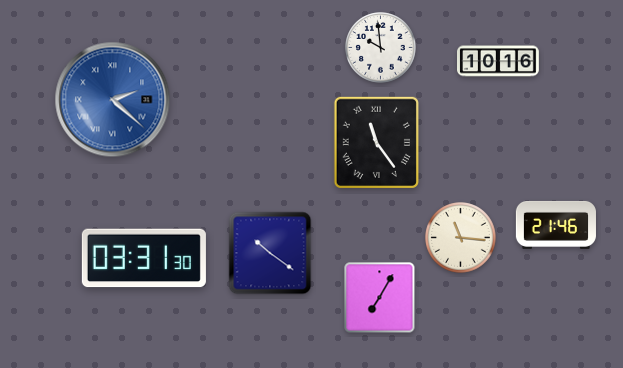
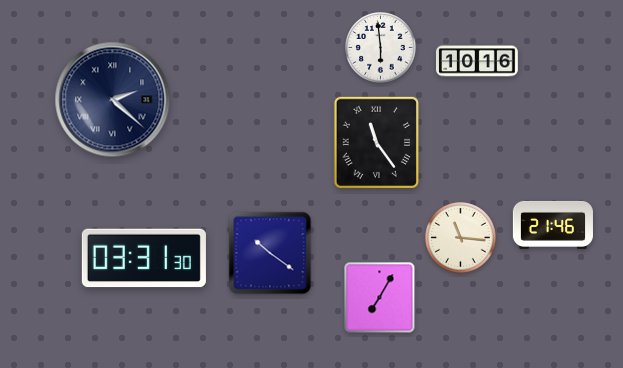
clock at (381, 48): 9:59 -> 5:59
clock at (499, 61) position: (499, 61) -> (478, 61)
clock at (113, 100) dial: blue -> navy
clock at (556, 225) position: (556, 225) -> (553, 225)
